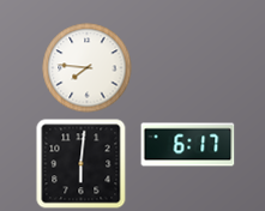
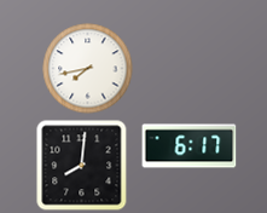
clock at (88, 68): 7:46 -> 7:43
clock at (82, 164): 6:01 -> 8:01
